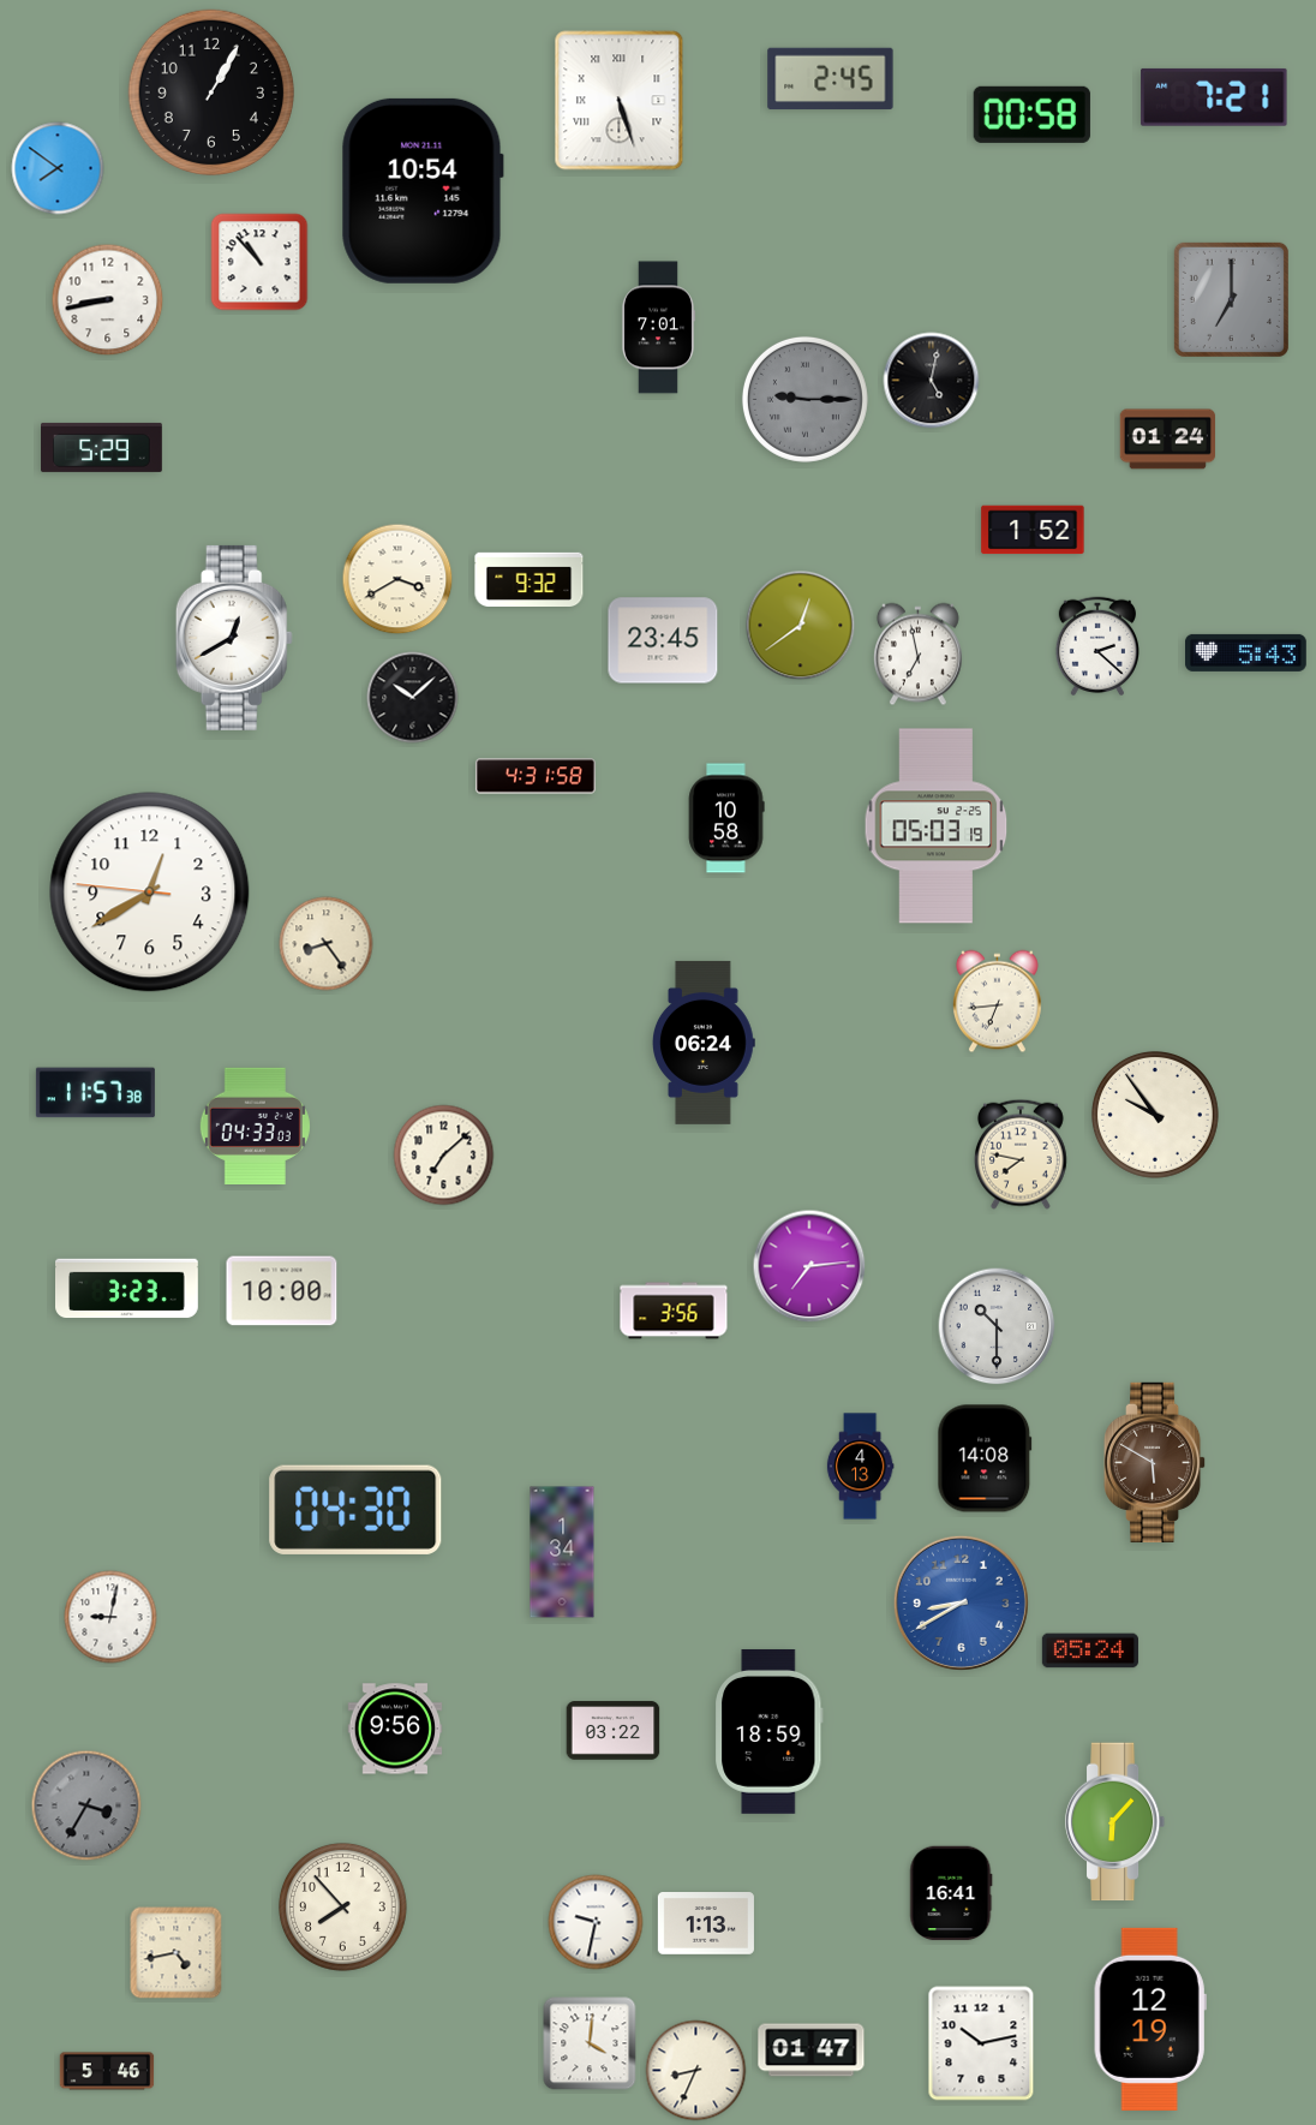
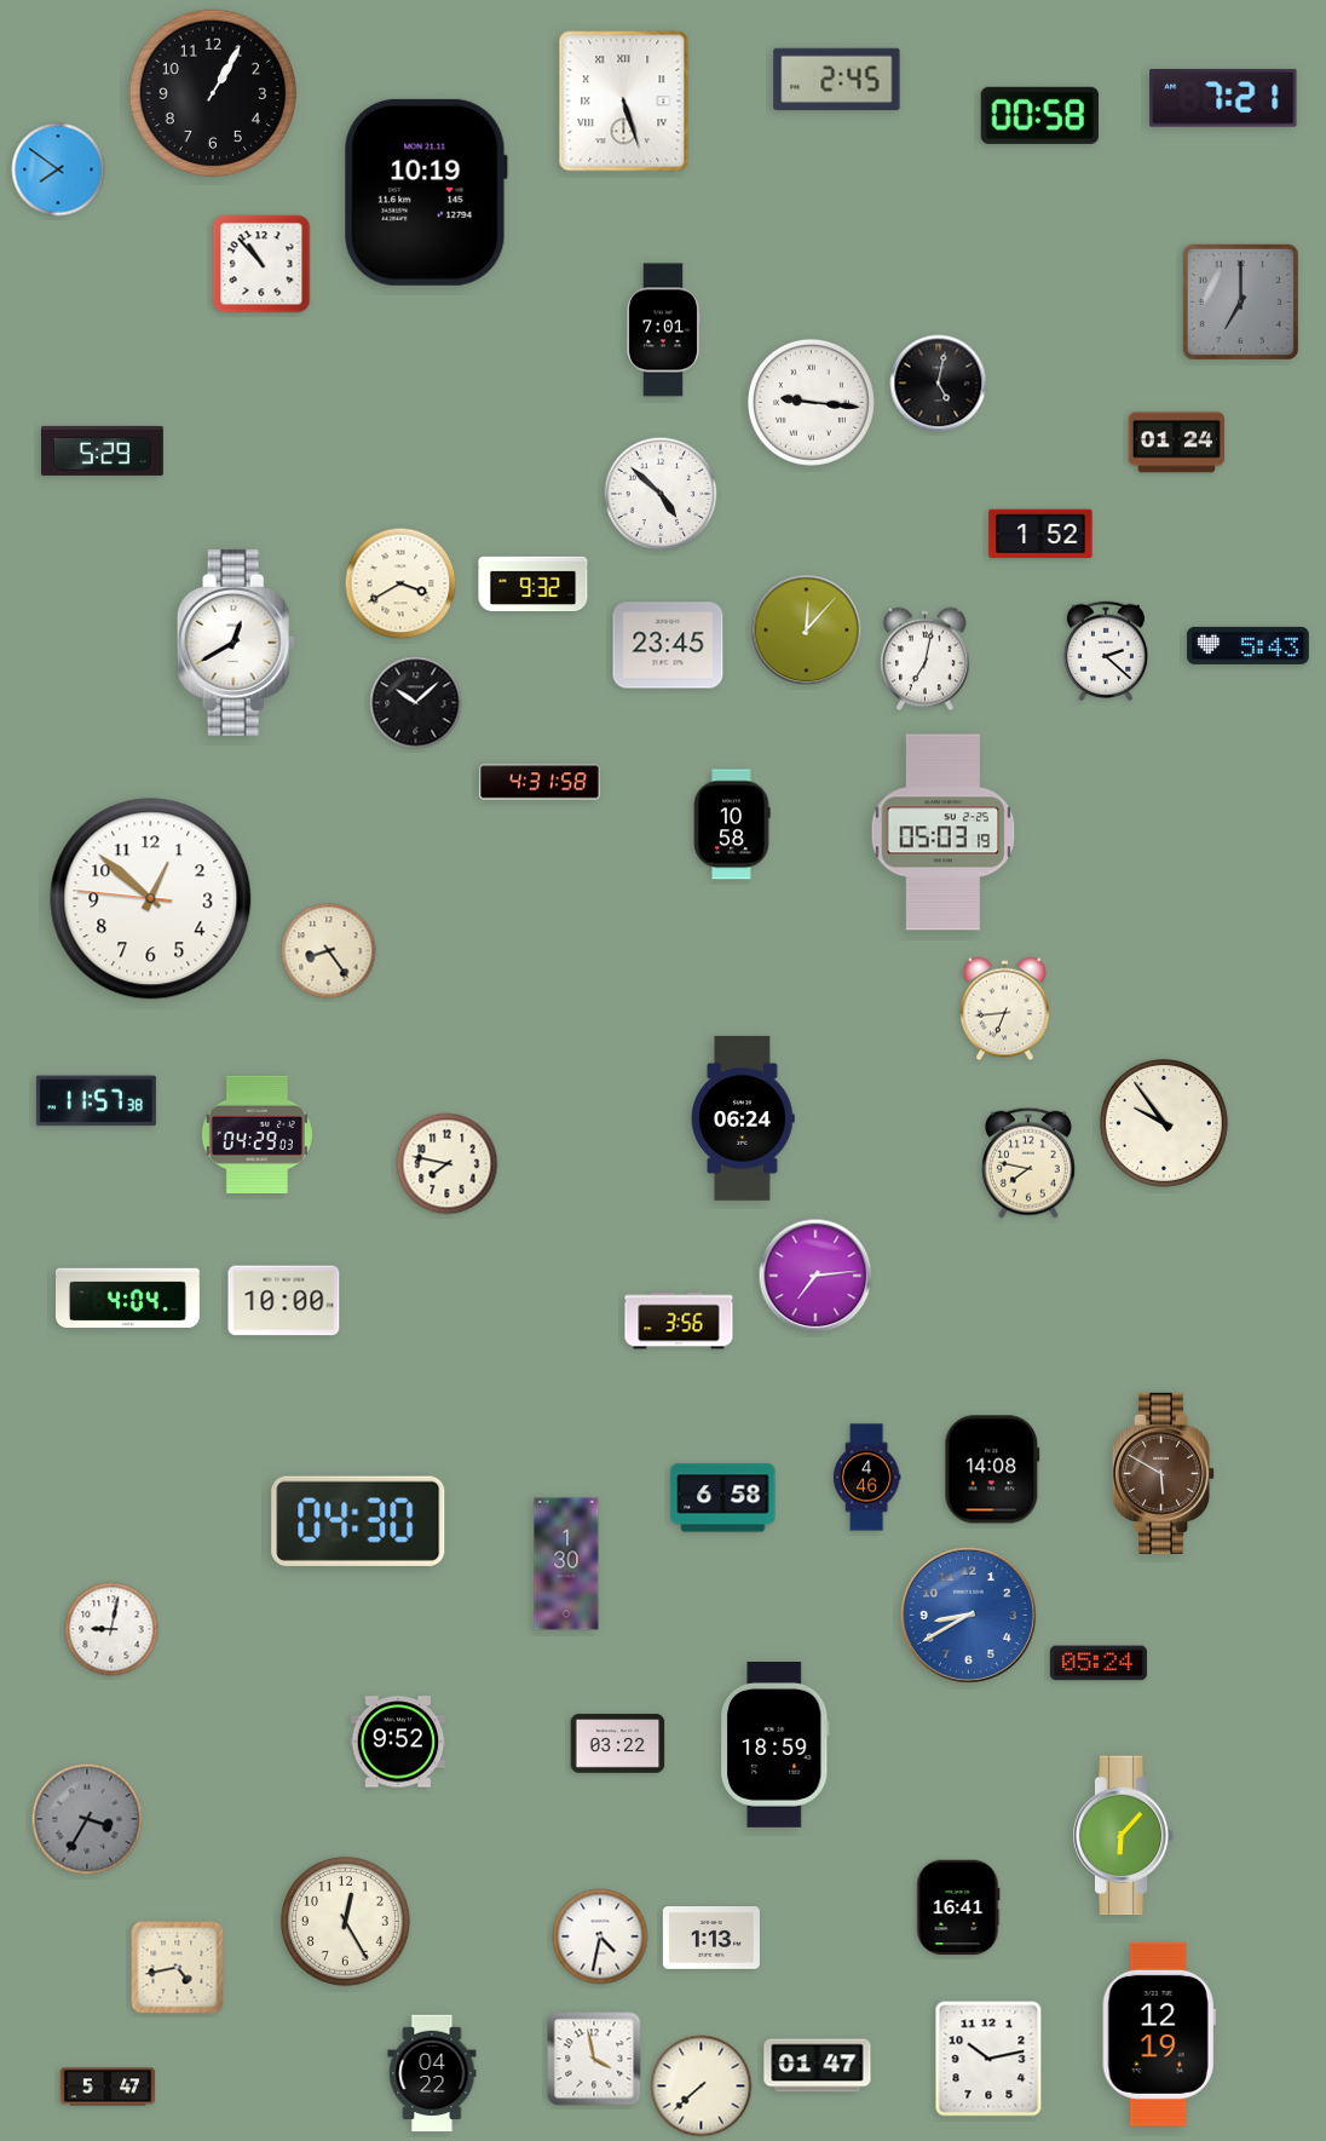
clock at (423, 191): 10:54 -> 10:19
clock at (108, 300): 8:43 -> none
clock at (804, 399): 9:15 -> 9:16
clock at (804, 399) dial: grey -> white
clock at (661, 494): none -> 4:52
clock at (801, 626): 12:39 -> 12:07
clock at (1246, 652) position: (1246, 652) -> (1249, 645)
clock at (917, 655): 6:58 -> 7:02
clock at (150, 893): 12:39 -> 12:51
clock at (705, 1043) position: (705, 1043) -> (744, 1118)
clock at (255, 1126): 04:33 -> 04:29
clock at (444, 1156): 7:08 -> 7:47
clock at (127, 1289): 3:23 -> 4:04
clock at (997, 1326): 10:30 -> none
clock at (860, 1467): 4:13 -> 4:46
clock at (723, 1498): none -> 6:58
clock at (562, 1552): 1:34 -> 1:30
clock at (395, 1729): 9:56 -> 9:52
clock at (342, 1906): 7:53 -> 12:25
clock at (596, 1922): 9:32 -> 4:32
clock at (590, 2043): 4:01 -> 3:58
clock at (432, 2073): none -> 04:22
clock at (107, 2071): 5:46 -> 5:47
clock at (696, 2071): 8:34 -> 7:38
